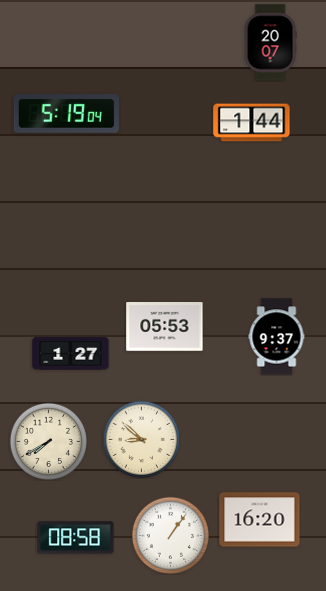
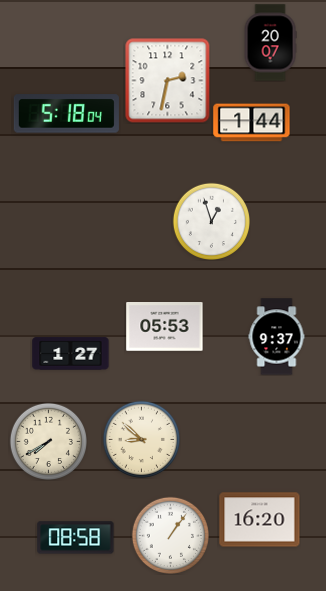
clock at (168, 81): none -> 2:32
clock at (66, 114): 5:19 -> 5:18
clock at (211, 221): none -> 12:57
